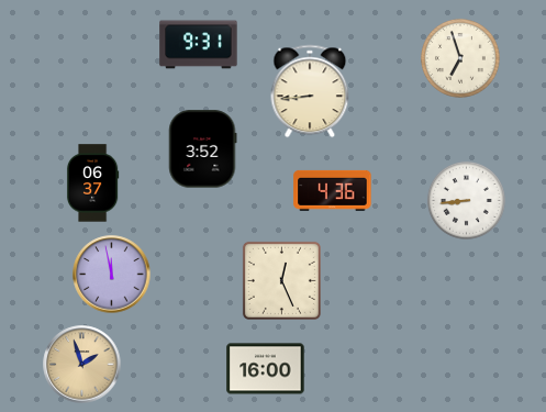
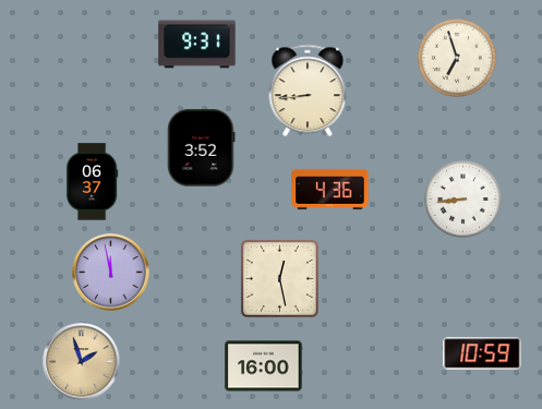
clock at (281, 280): 12:26 -> 12:28
clock at (482, 353): none -> 10:59
